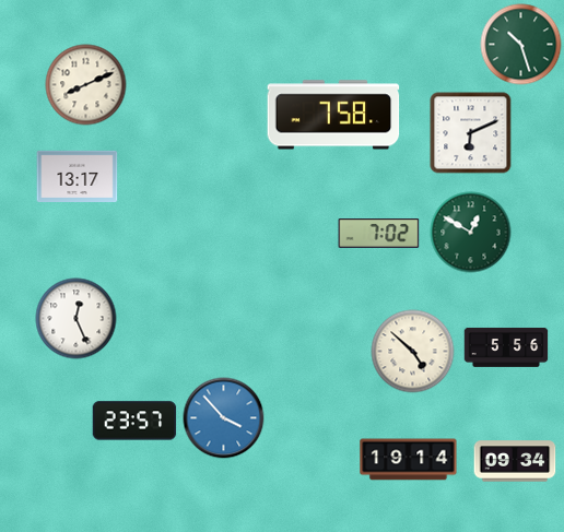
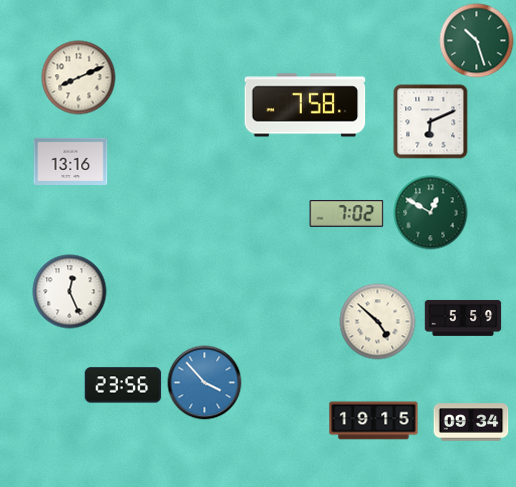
clock at (78, 176): 13:17 -> 13:16
clock at (506, 347): 5:56 -> 5:59
clock at (134, 421): 23:57 -> 23:56
clock at (409, 460): 19:14 -> 19:15
